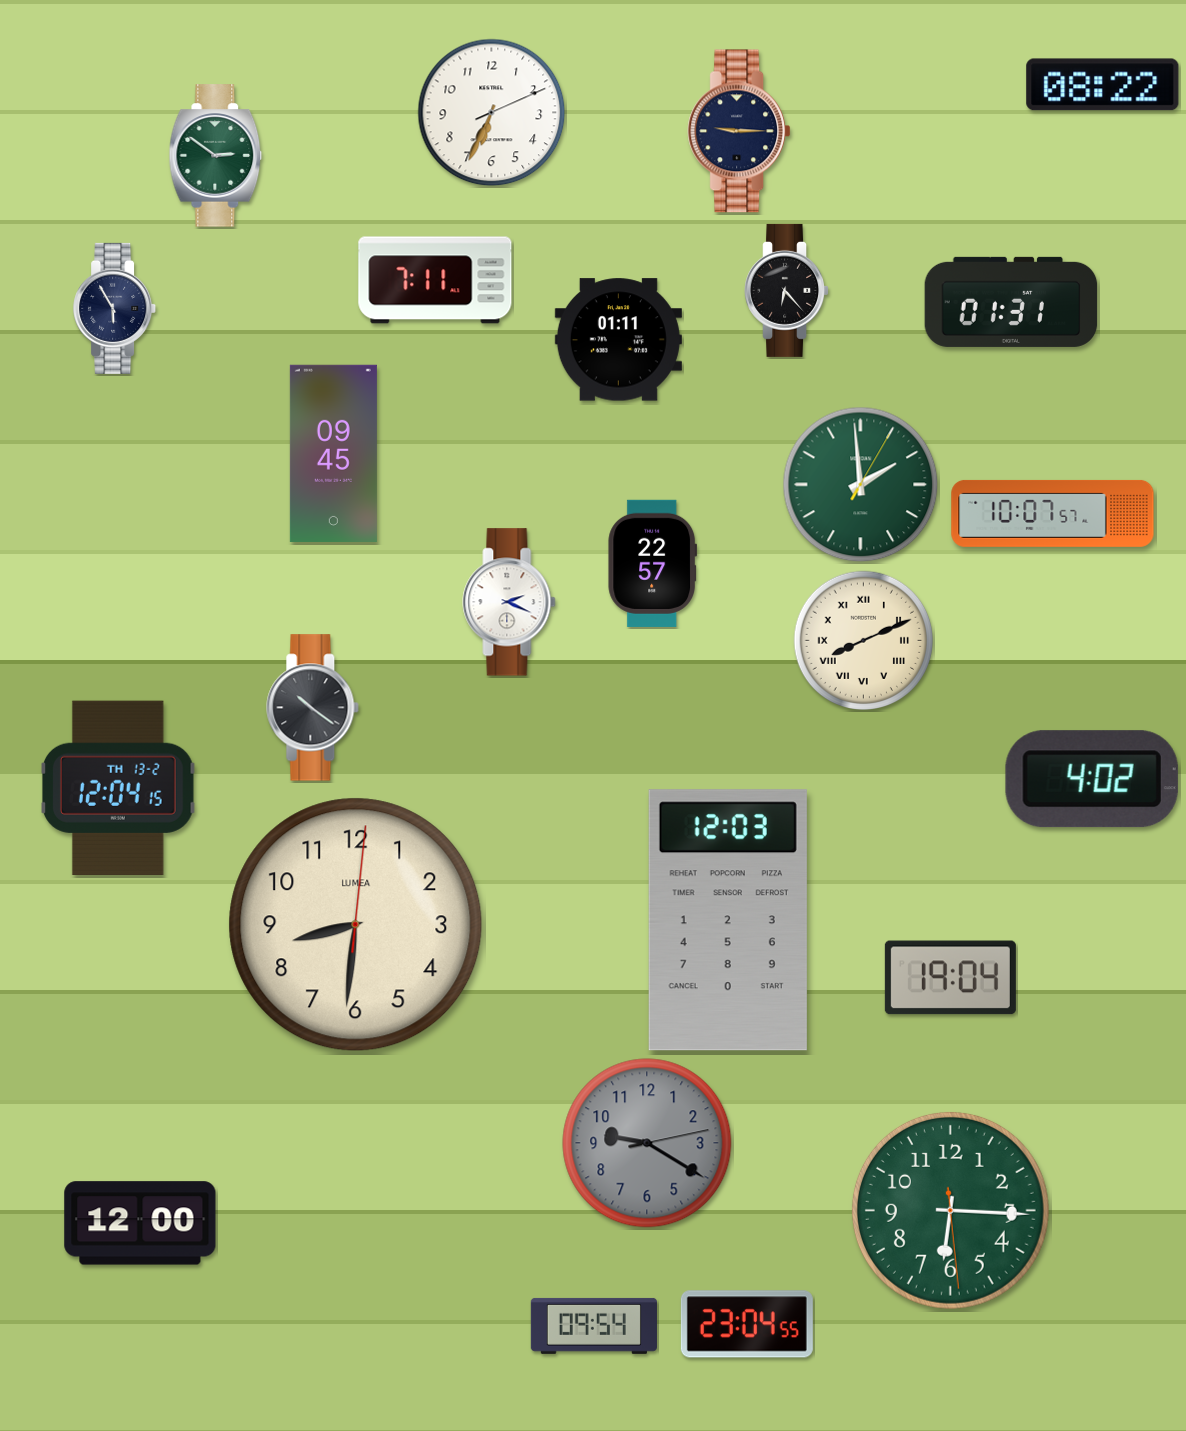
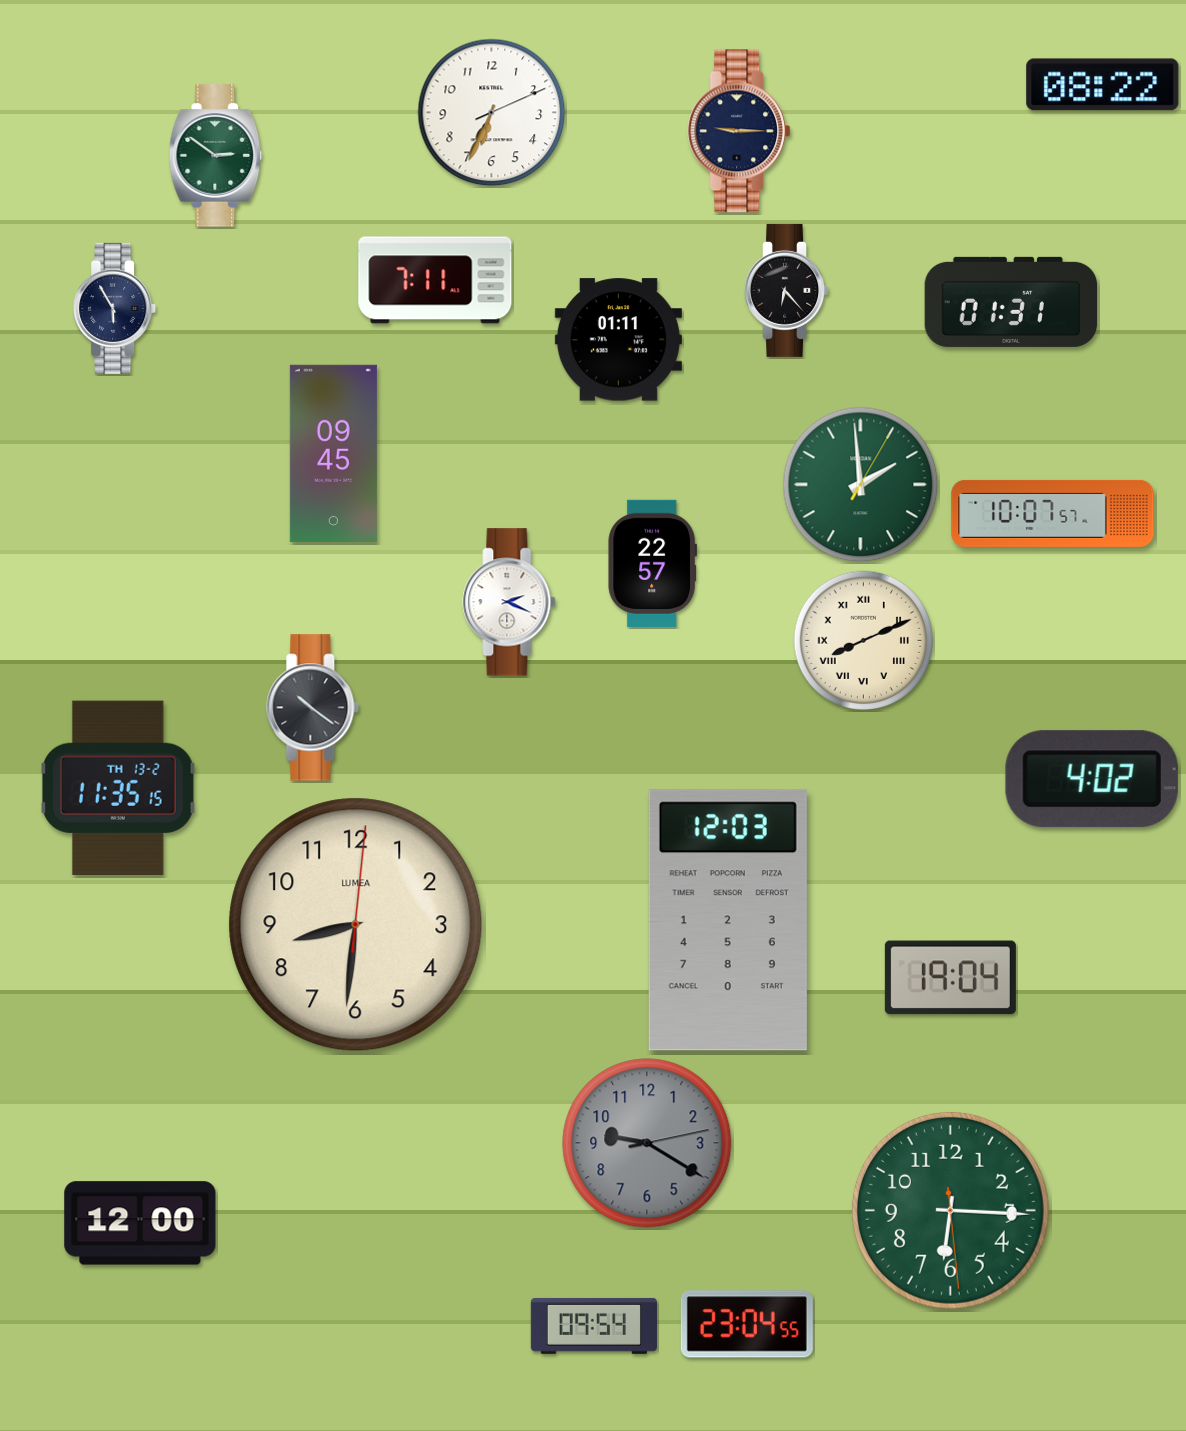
clock at (119, 788): 12:04 -> 11:35
